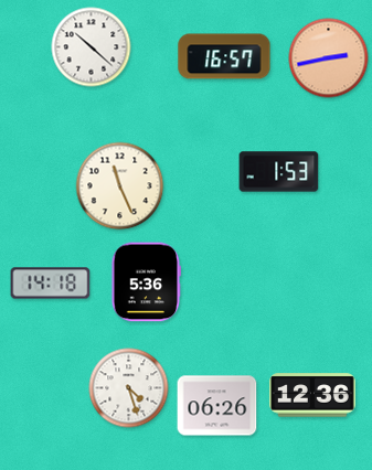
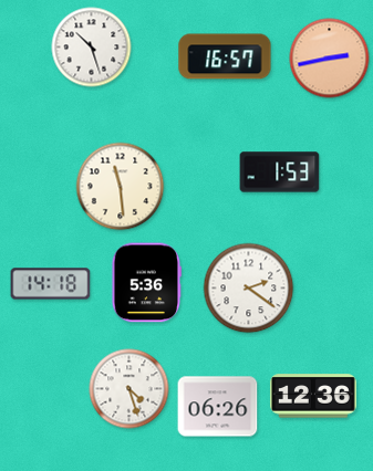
clock at (92, 47): 10:22 -> 10:27
clock at (120, 186): 11:26 -> 11:29
clock at (249, 289): none -> 2:21
